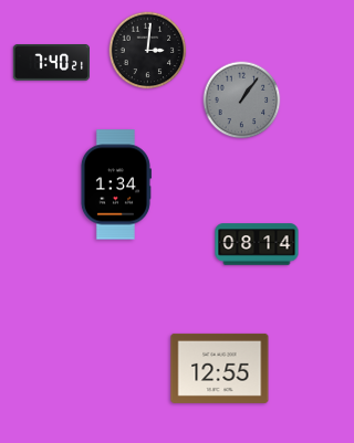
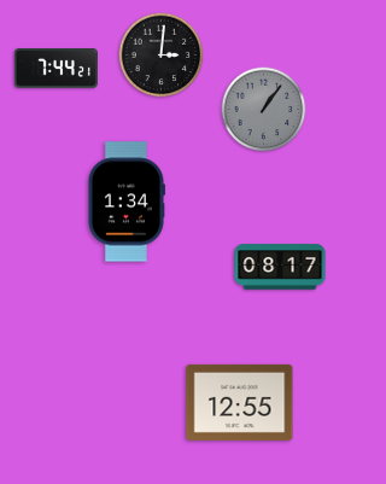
clock at (51, 63): 7:40 -> 7:44
clock at (257, 244): 08:14 -> 08:17
